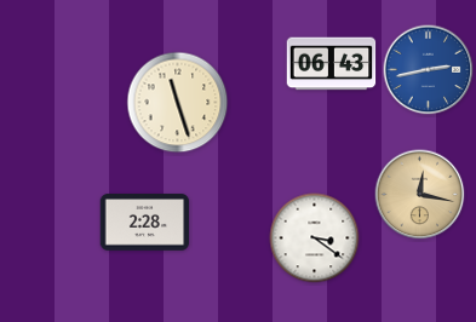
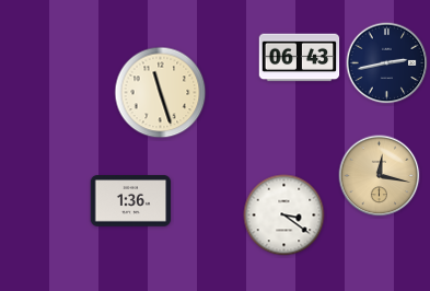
clock at (429, 70) dial: blue -> navy
clock at (145, 223): 2:28 -> 1:36
